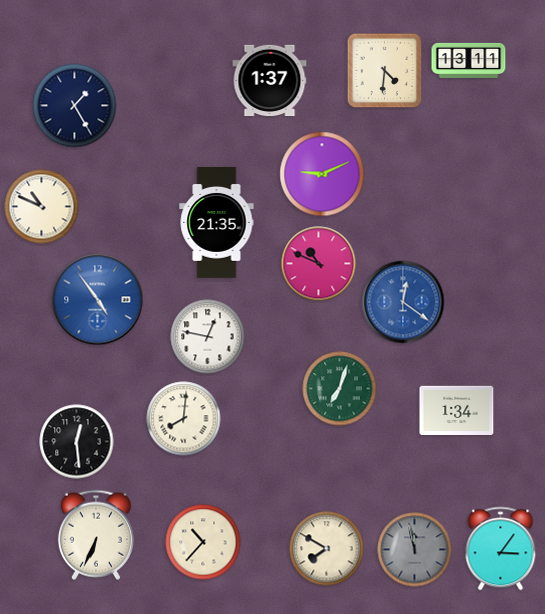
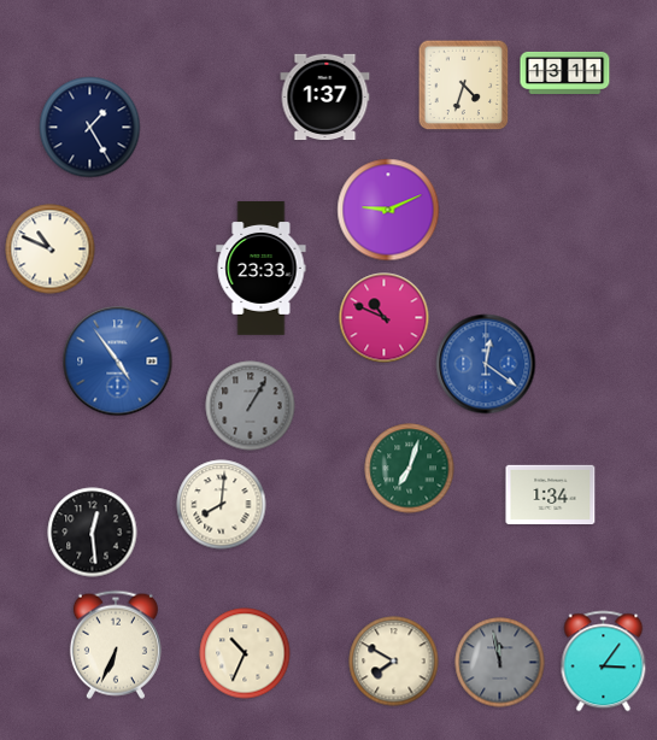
clock at (385, 71): 4:31 -> 4:33
clock at (217, 223): 21:35 -> 23:33
clock at (208, 337): 12:47 -> 1:05
clock at (208, 337) dial: white -> grey
clock at (203, 542): 10:37 -> 10:34
